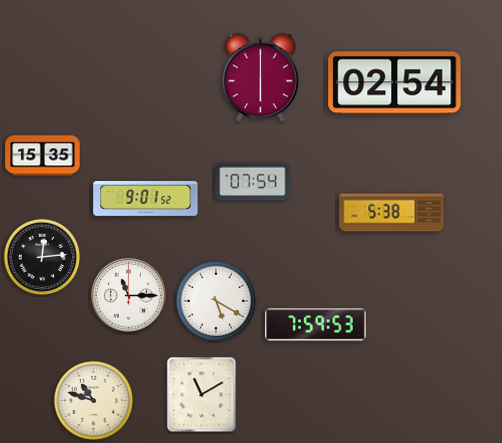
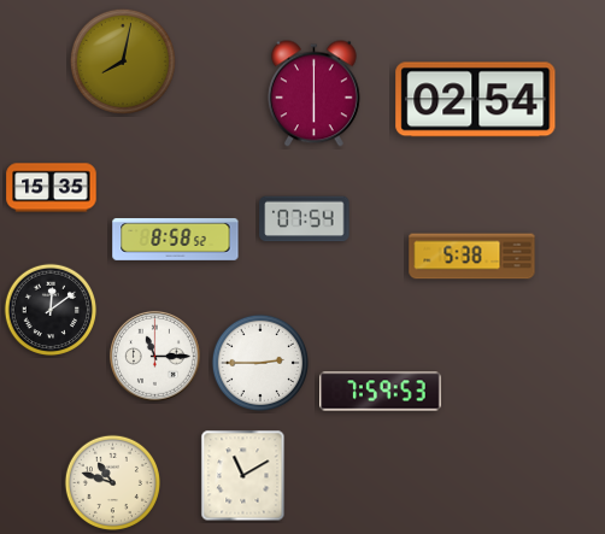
clock at (123, 61): none -> 8:02
clock at (146, 198): 9:01 -> 8:58
clock at (42, 257): 12:14 -> 12:09
clock at (215, 300): 5:20 -> 2:45
